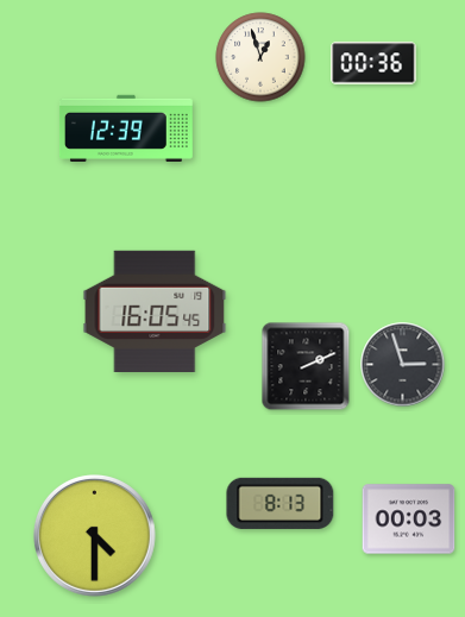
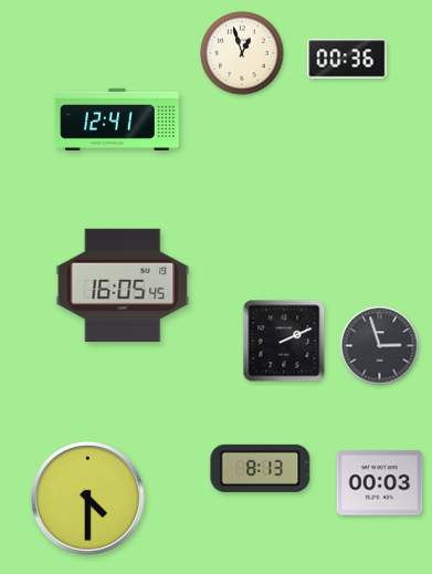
clock at (126, 128): 12:39 -> 12:41
clock at (155, 310) position: (155, 310) -> (123, 284)
clock at (403, 365) position: (403, 365) -> (380, 346)
